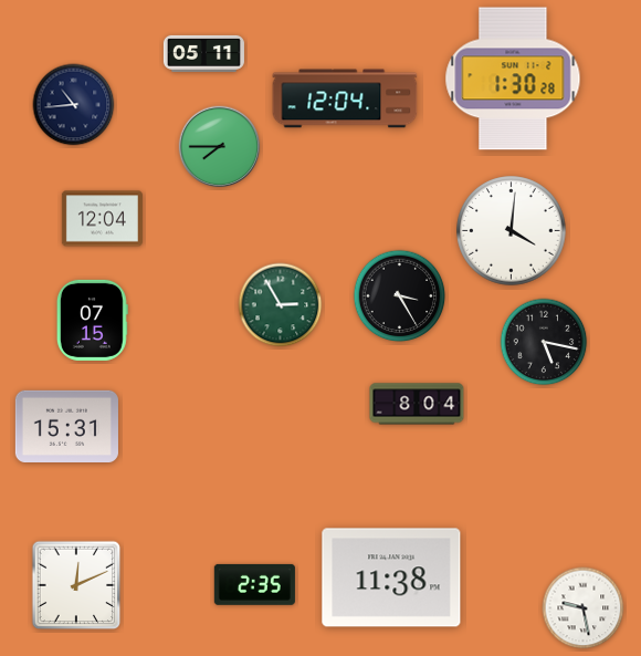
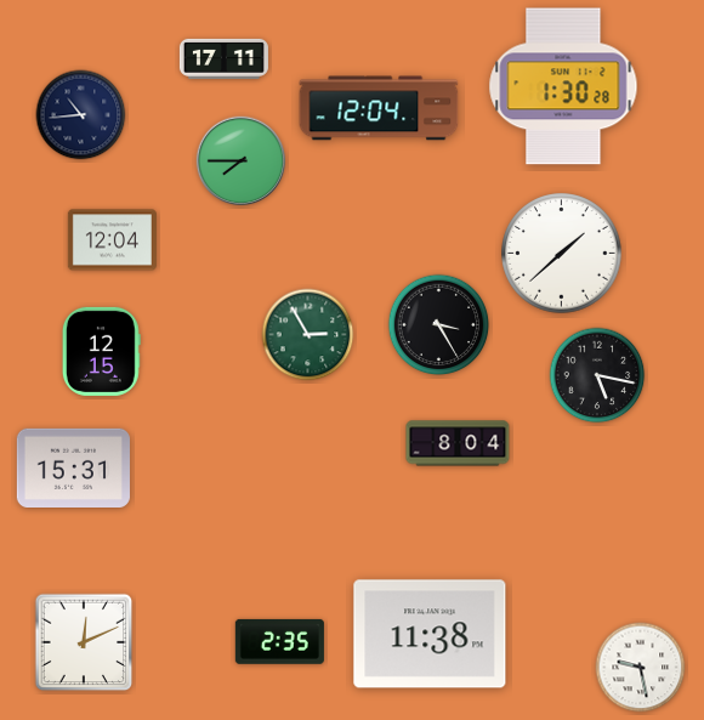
clock at (203, 53): 05:11 -> 17:11
clock at (512, 231): 4:01 -> 1:38
clock at (92, 320): 07:15 -> 12:15
